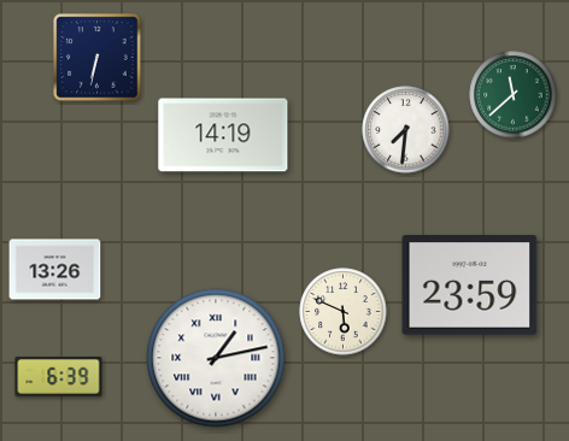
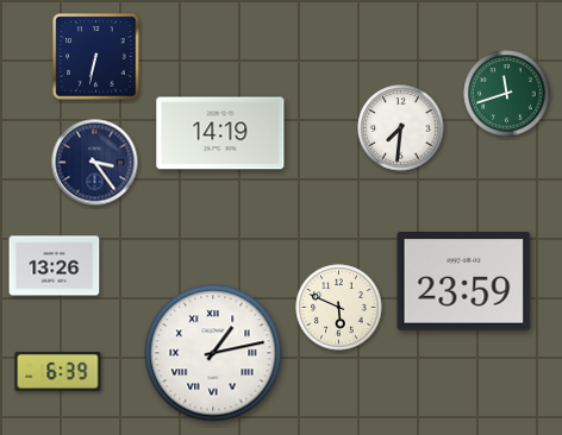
clock at (514, 95): 11:38 -> 11:42
clock at (95, 163): none -> 3:24
